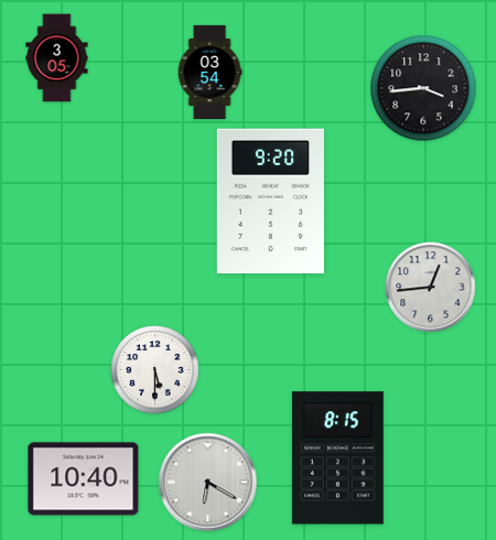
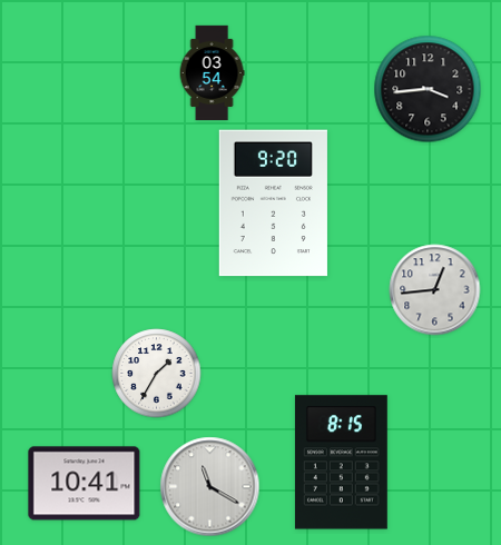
clock at (57, 58): 3:05 -> none
clock at (155, 370): 5:30 -> 1:35
clock at (84, 479): 10:40 -> 10:41
clock at (208, 483): 6:20 -> 11:20
